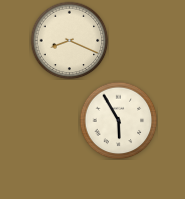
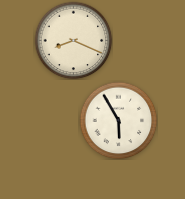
clock at (69, 40) position: (69, 40) -> (73, 40)
